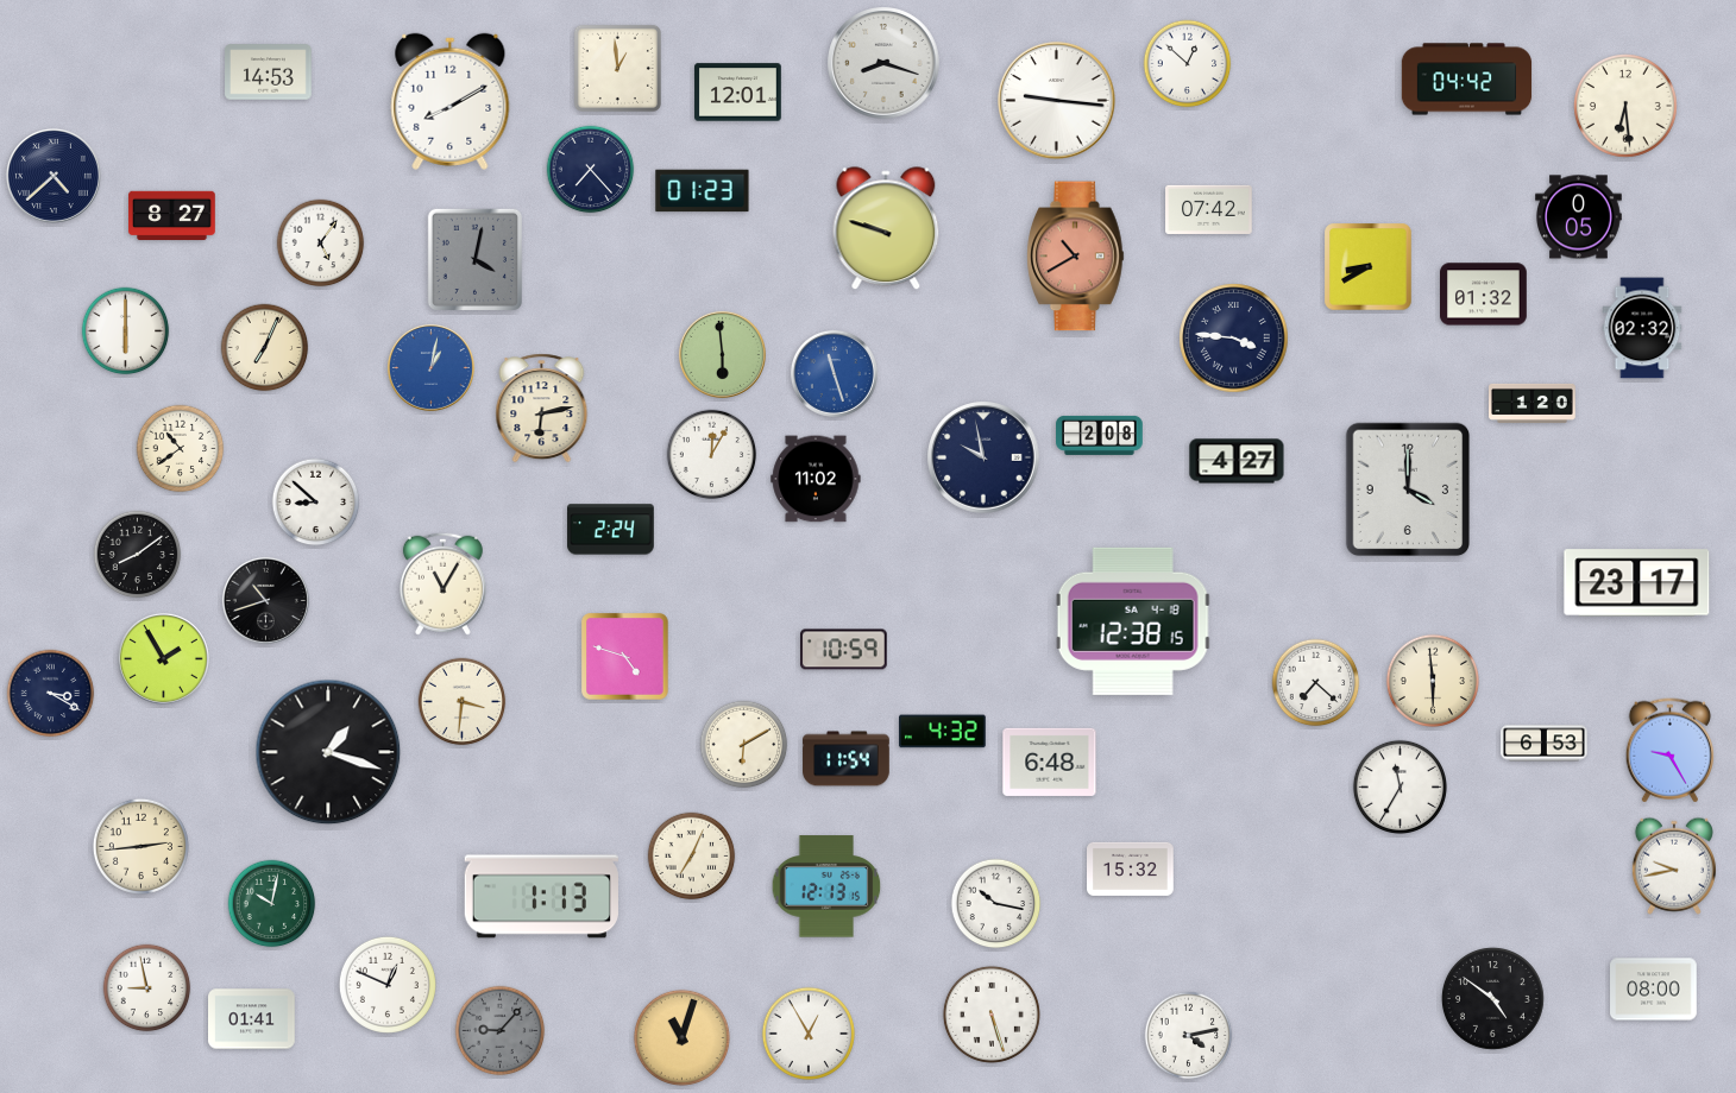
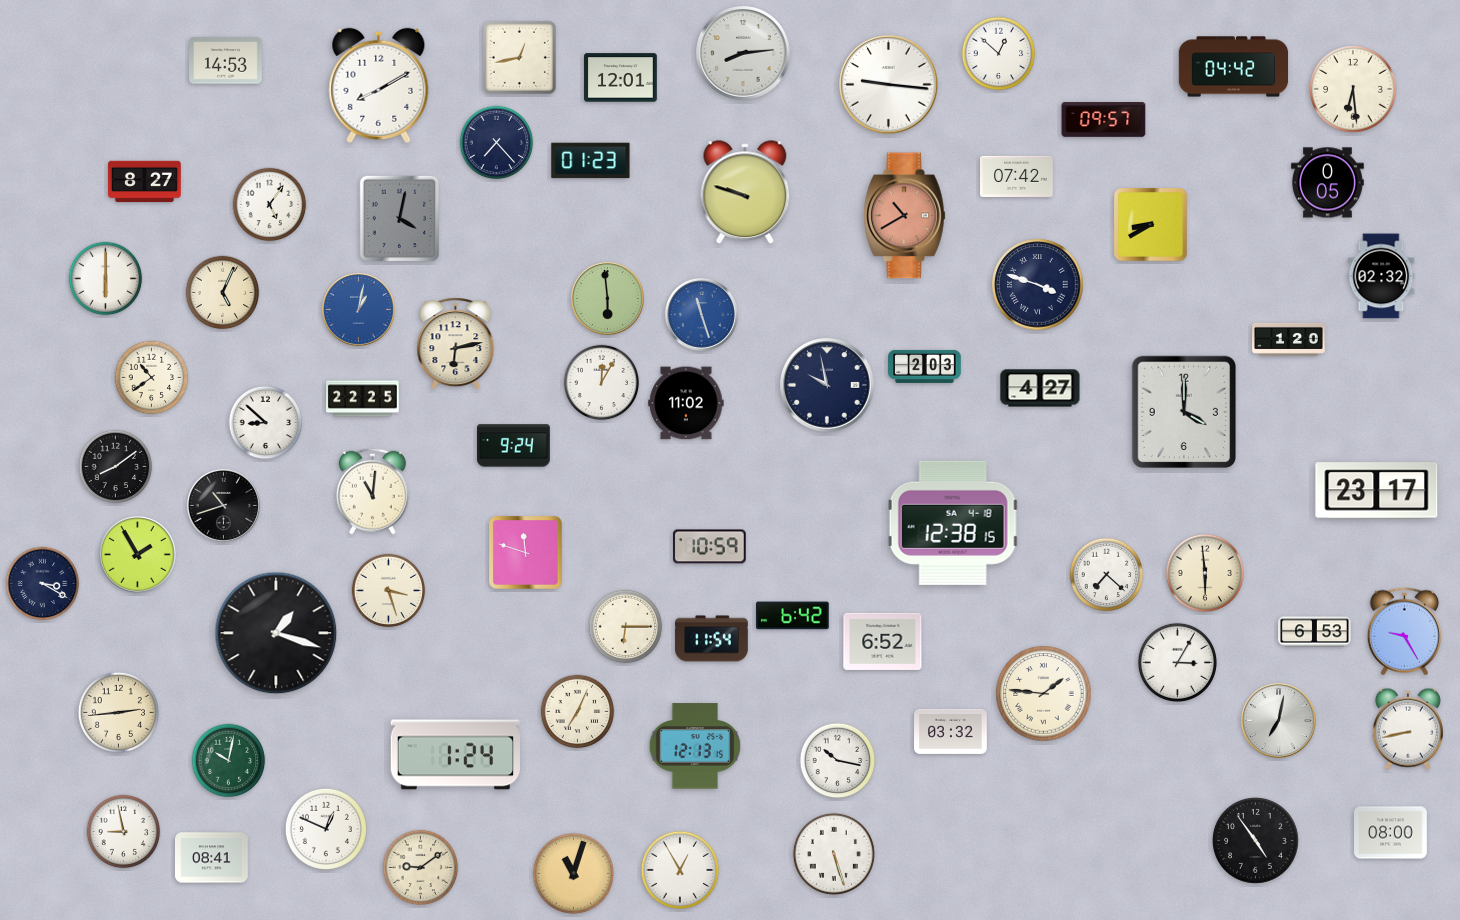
clock at (883, 63): 8:18 -> 8:14
clock at (617, 68): 12:59 -> 12:43
clock at (1627, 107) position: (1627, 107) -> (1354, 90)
clock at (1104, 120): none -> 09:57
clock at (54, 176): 4:38 -> none
clock at (1484, 295): 01:32 -> none
clock at (1234, 339): 3:46 -> 3:48
clock at (265, 348): 7:04 -> 5:04
clock at (430, 367) position: (430, 367) -> (358, 309)
clock at (1100, 435): 2:08 -> 2:03
clock at (712, 455) position: (712, 455) -> (602, 383)
clock at (363, 399): none -> 22:25
clock at (611, 530): 2:24 -> 9:24
clock at (442, 583): 11:05 -> 11:01
clock at (625, 657): 4:48 -> 11:48
clock at (463, 702): 3:31 -> 3:27
clock at (943, 732): 4:32 -> 6:42
clock at (1545, 744) position: (1545, 744) -> (1315, 632)
clock at (744, 745): 6:10 -> 6:15
clock at (1050, 762): 6:48 -> 6:52
clock at (1400, 786): 11:35 -> 3:05
clock at (1044, 694): none -> 1:46
clock at (1278, 720): none -> 7:02
clock at (692, 857) position: (692, 857) -> (578, 712)
clock at (1674, 866): 9:43 -> 8:43
clock at (1131, 868): 15:32 -> 03:32
clock at (541, 897): 1:13 -> 1:24
clock at (1492, 998): 4:51 -> 4:54
clock at (252, 1019): 01:41 -> 08:41
clock at (501, 1031): 9:07 -> 9:09
clock at (501, 1031) dial: grey -> cream
clock at (1189, 1036): 4:13 -> none
